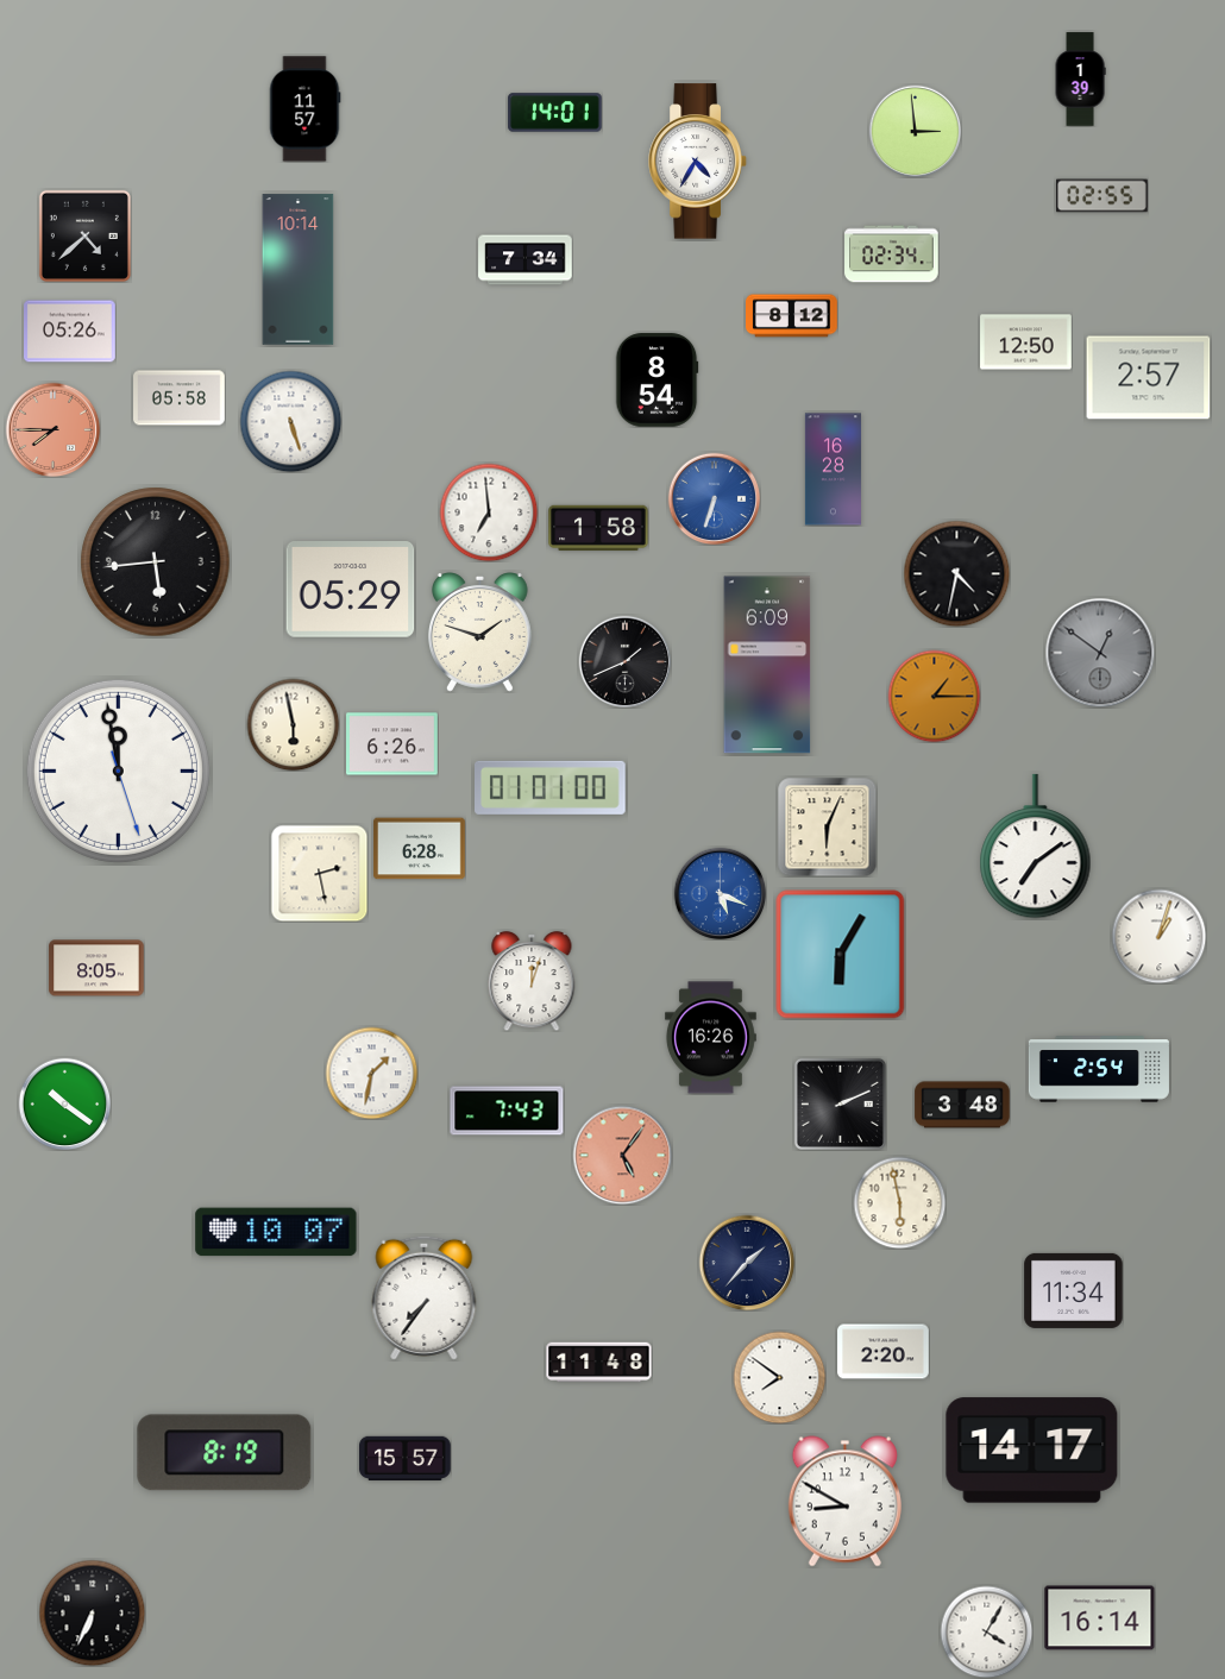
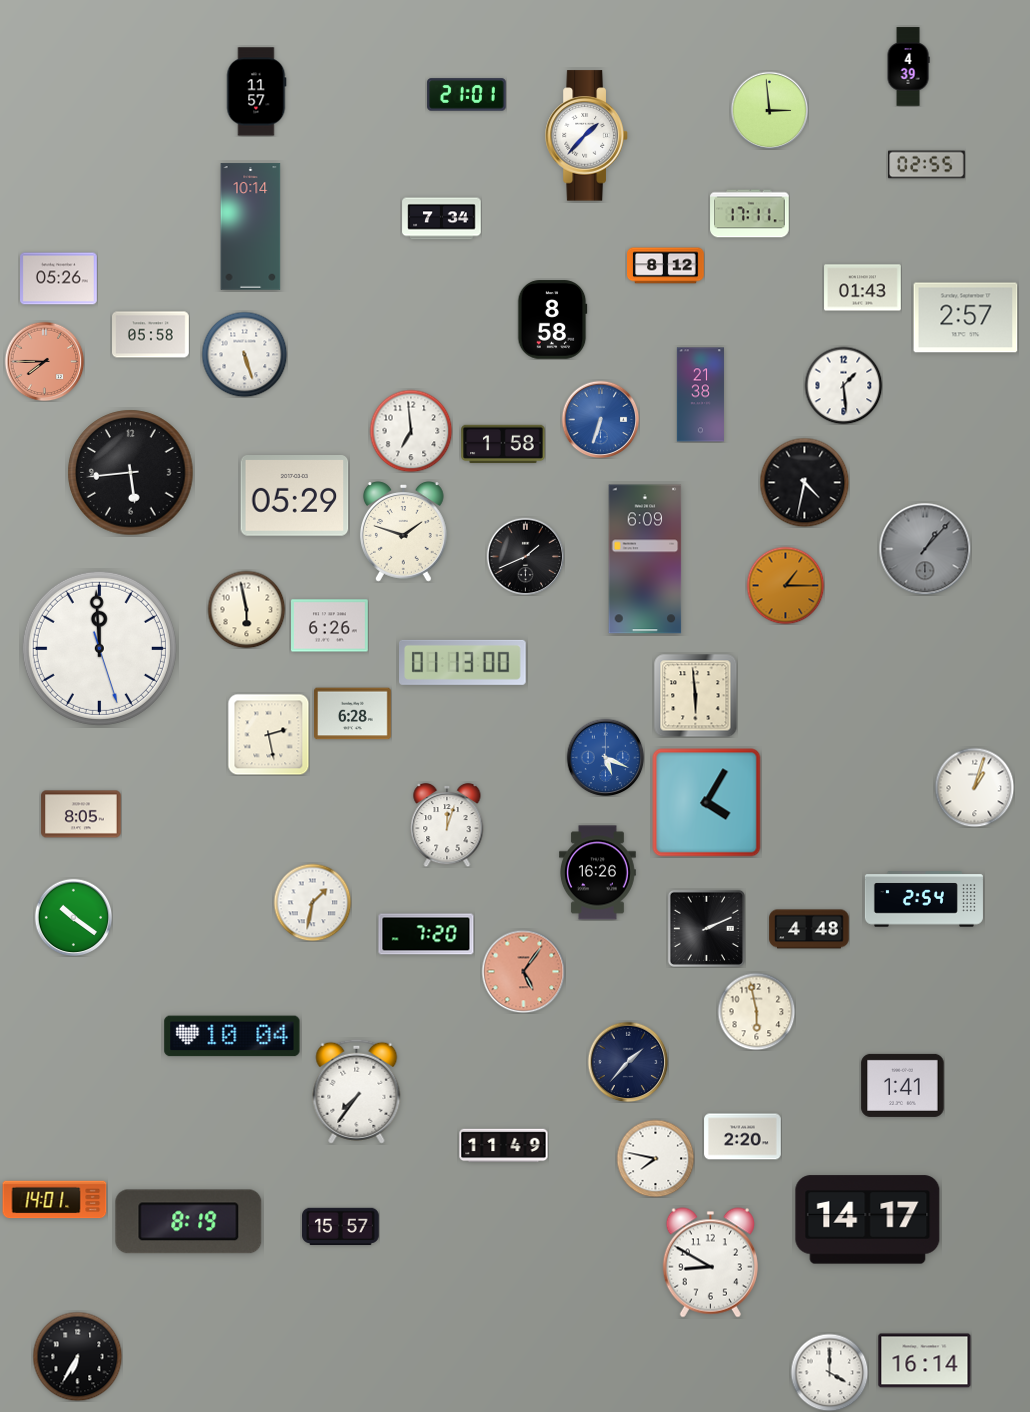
clock at (1080, 80): 1:39 -> 4:39
clock at (555, 113): 14:01 -> 21:01
clock at (698, 162): 4:35 -> 1:37
clock at (84, 235): 4:38 -> none
clock at (892, 254): 02:34 -> 17:11
clock at (1026, 342): 12:50 -> 01:43
clock at (657, 381): 8:54 -> 8:58
clock at (843, 385): none -> 1:29
clock at (833, 470): 16:28 -> 21:38
clock at (1100, 653): 12:51 -> 1:07
clock at (118, 771): 11:58 -> 11:59
clock at (551, 787): 01:01 -> 01:13
clock at (827, 828): 6:04 -> 5:59
clock at (1036, 847): 7:09 -> none
clock at (720, 893) position: (720, 893) -> (605, 757)
clock at (841, 955): 6:05 -> 4:05
clock at (64, 1103) position: (64, 1103) -> (73, 917)
clock at (962, 1105): 3:48 -> 4:48
clock at (507, 1111): 7:43 -> 7:20
clock at (276, 1232): 10:07 -> 10:04
clock at (1074, 1290): 11:34 -> 1:41
clock at (599, 1363): 11:48 -> 11:49
clock at (779, 1377): 7:51 -> 7:47
clock at (55, 1200): none -> 14:01
clock at (92, 1612): 6:34 -> 6:35
clock at (986, 1631): 4:05 -> 4:00
